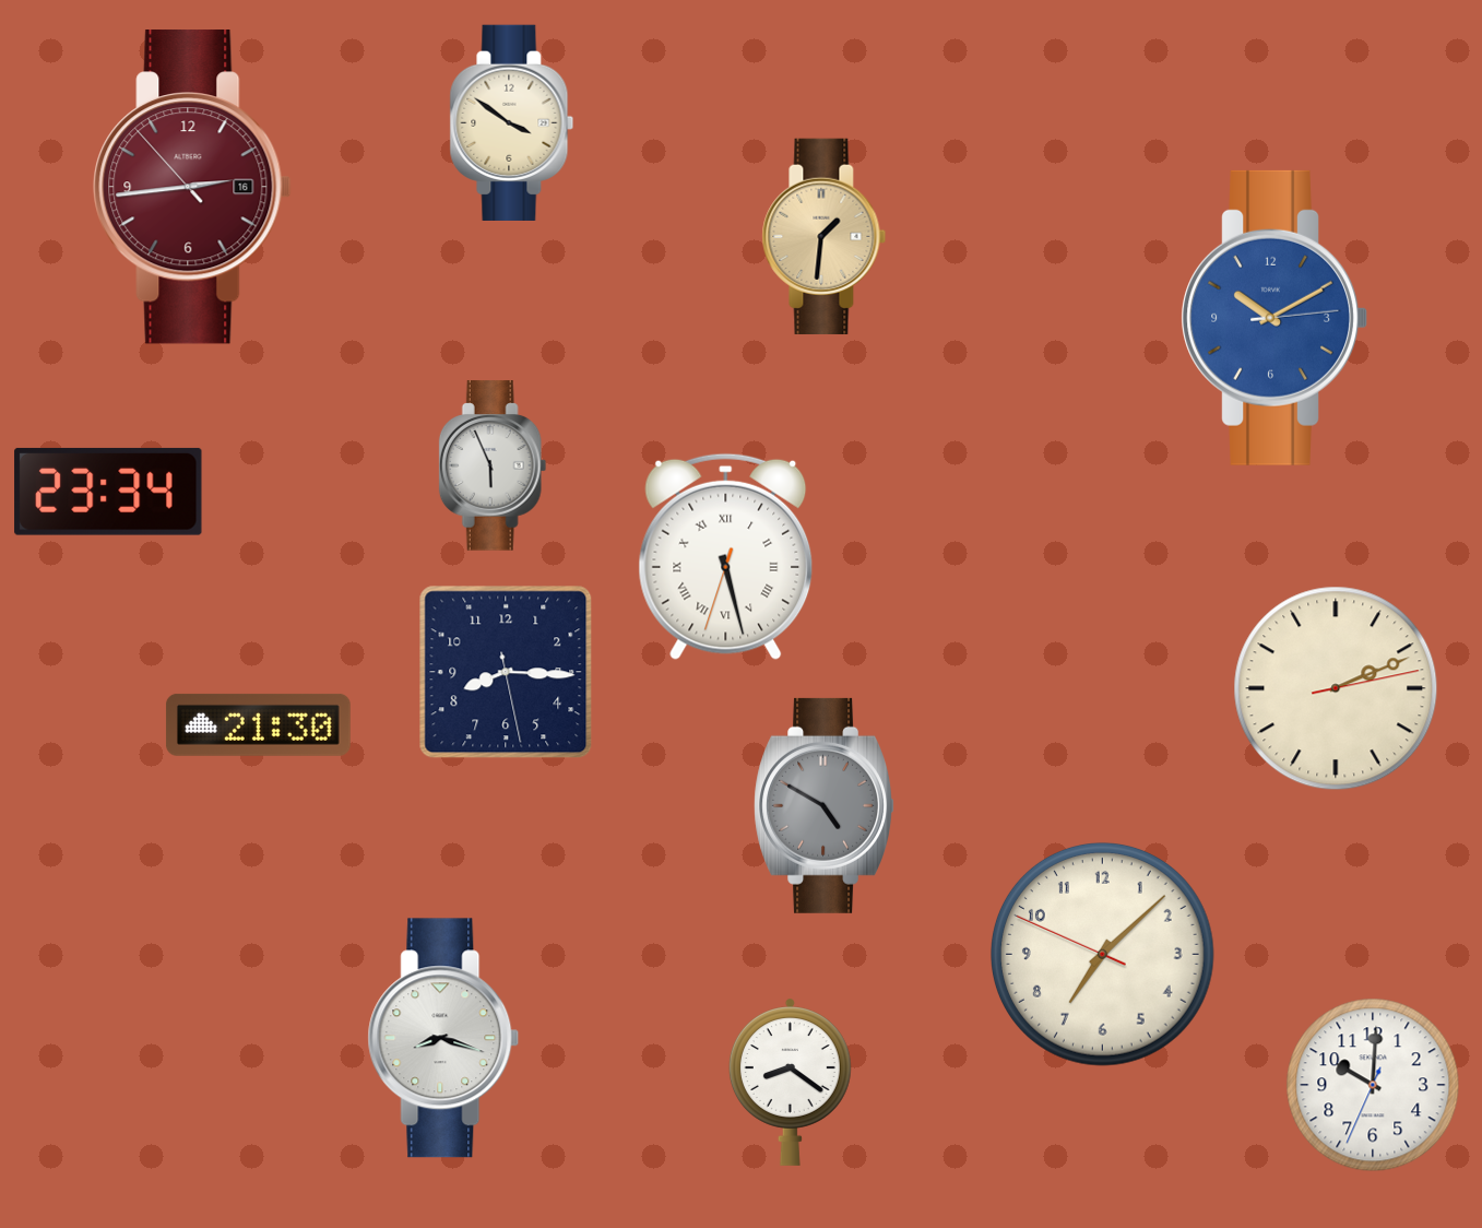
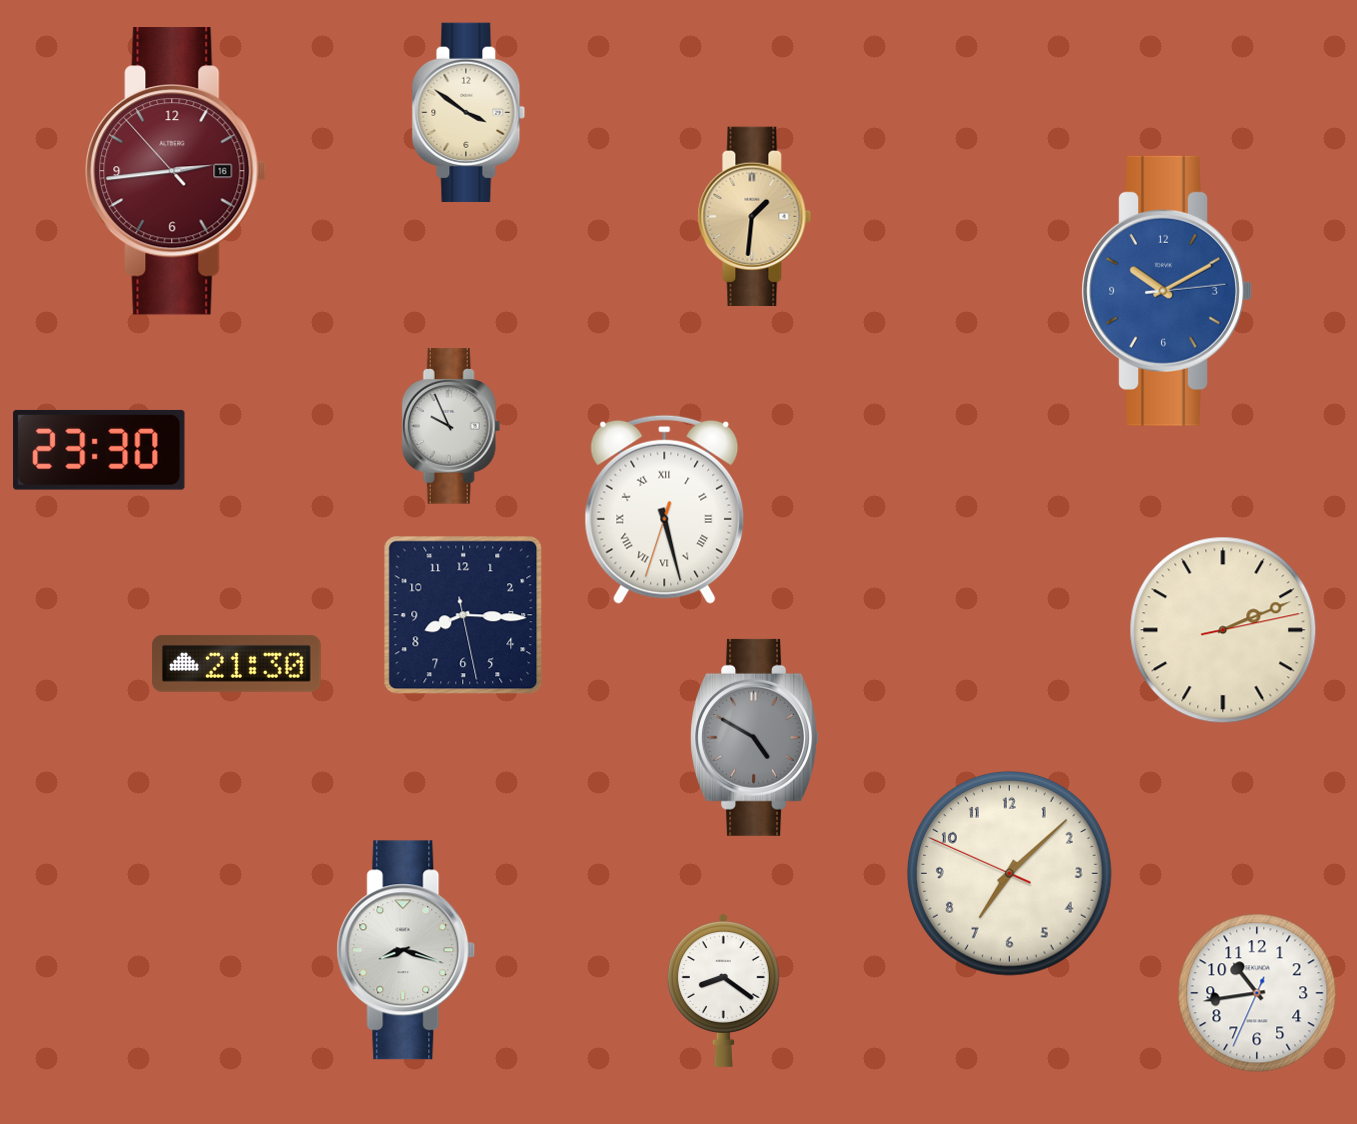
clock at (493, 465): 5:56 -> 9:56
clock at (108, 492): 23:34 -> 23:30
clock at (1373, 1085): 10:00 -> 10:43
